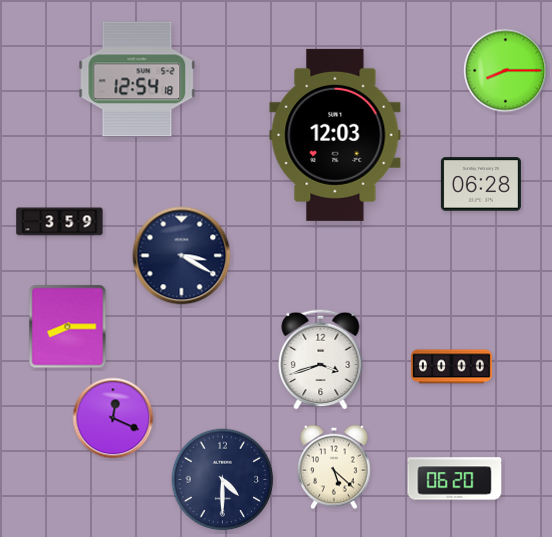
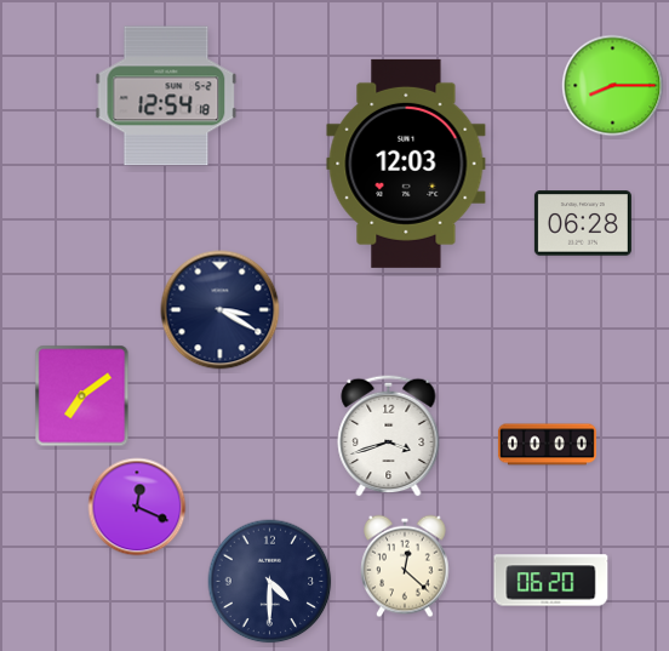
clock at (60, 222): 3:59 -> none
clock at (68, 327): 8:15 -> 7:09
clock at (334, 467): 5:22 -> 12:22
